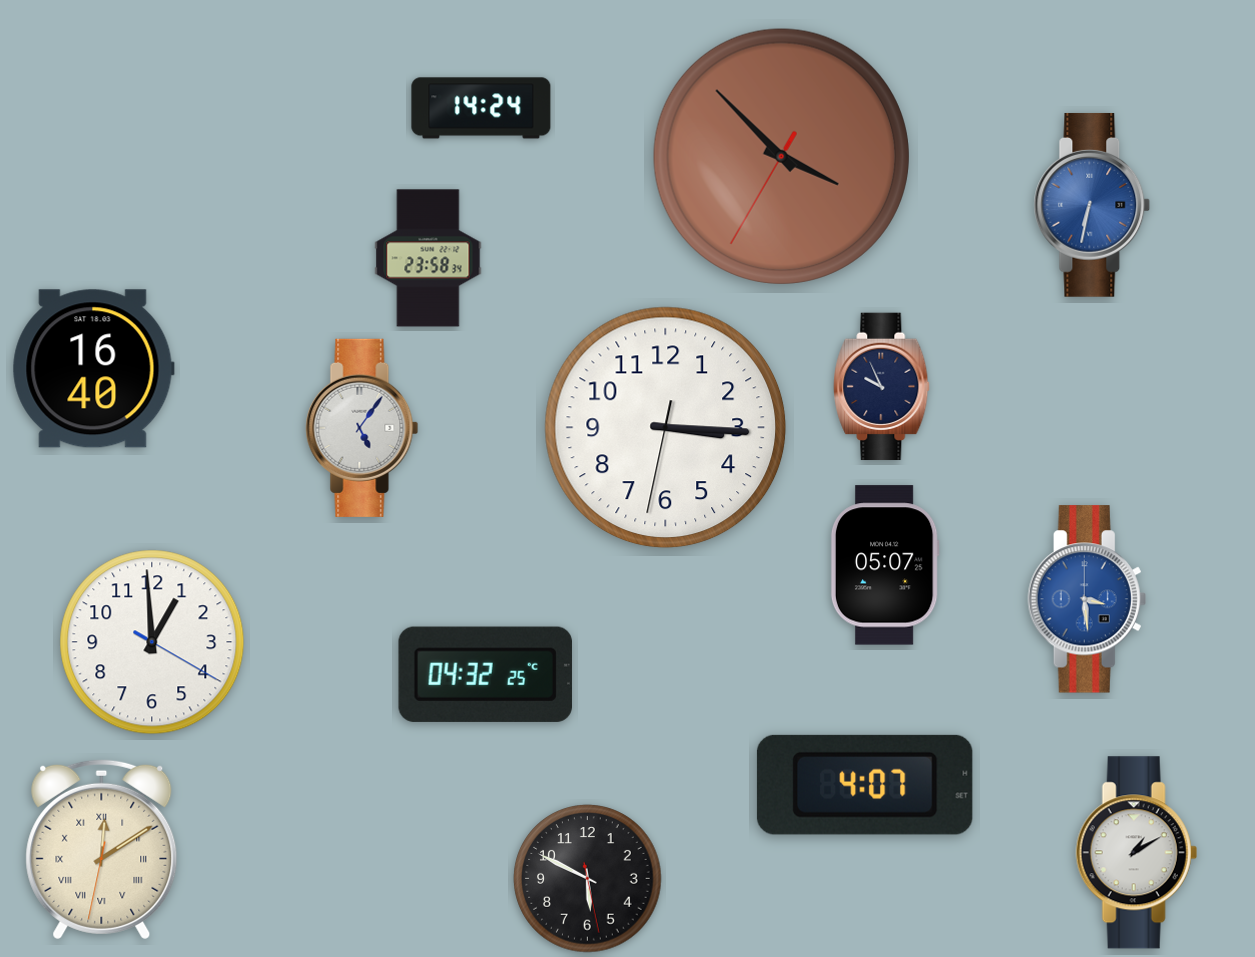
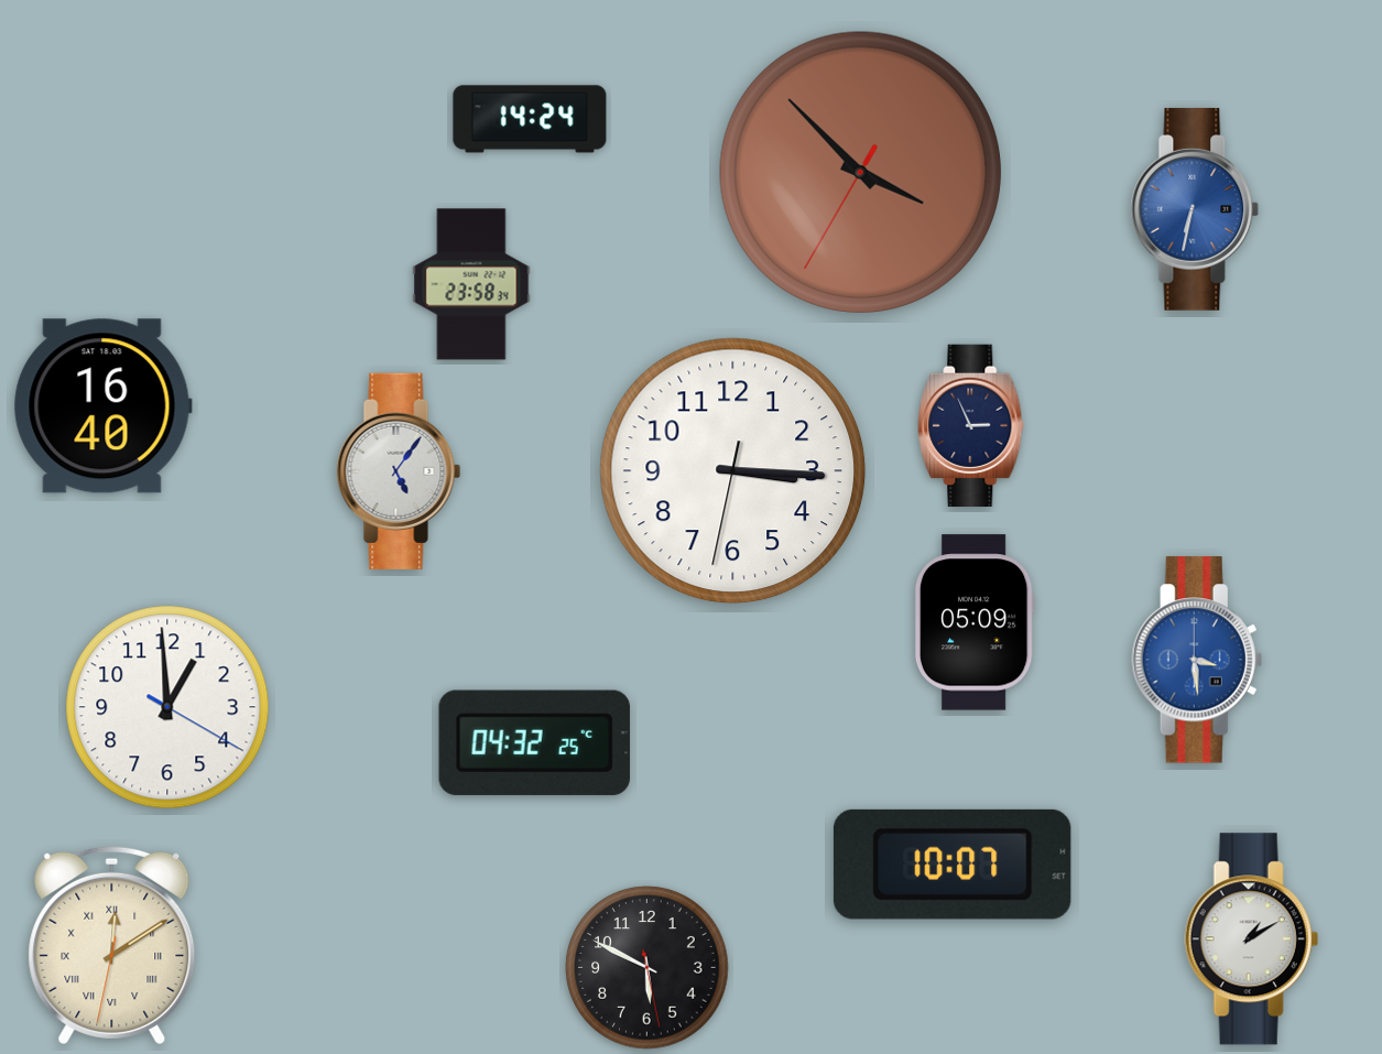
clock at (1092, 205) position: (1092, 205) -> (1195, 209)
clock at (882, 387): 9:56 -> 2:56
clock at (885, 565): 05:07 -> 05:09
clock at (865, 785): 4:07 -> 10:07
clock at (102, 849) position: (102, 849) -> (112, 945)
